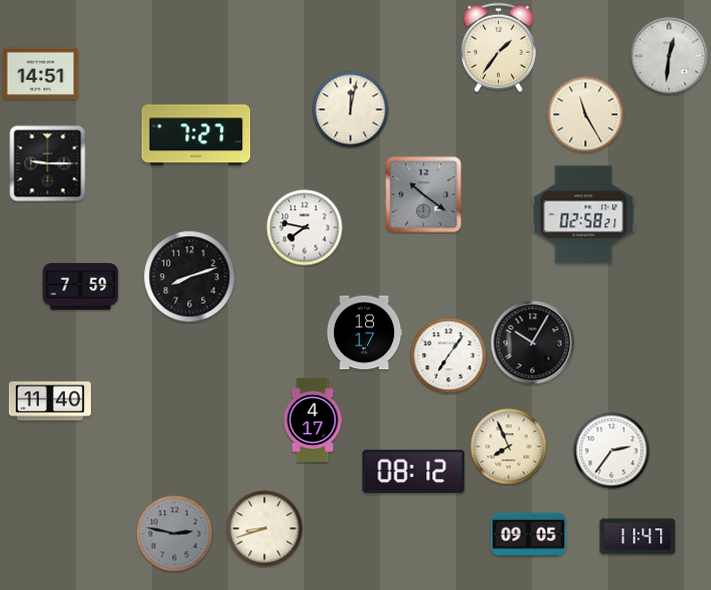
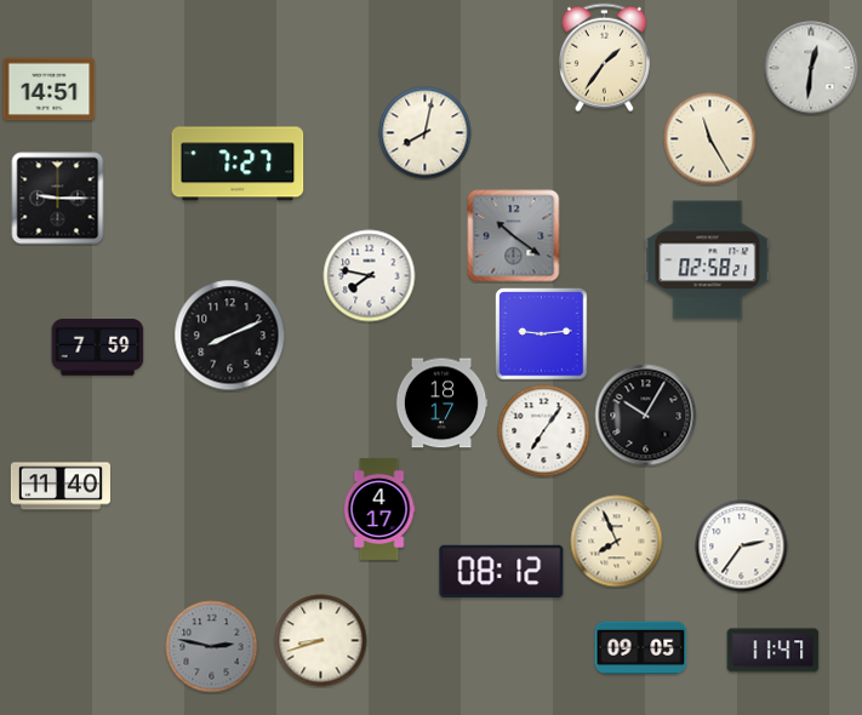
clock at (351, 110): 12:02 -> 8:02
clock at (542, 334): none -> 9:14
clock at (190, 277): 8:12 -> 8:11
